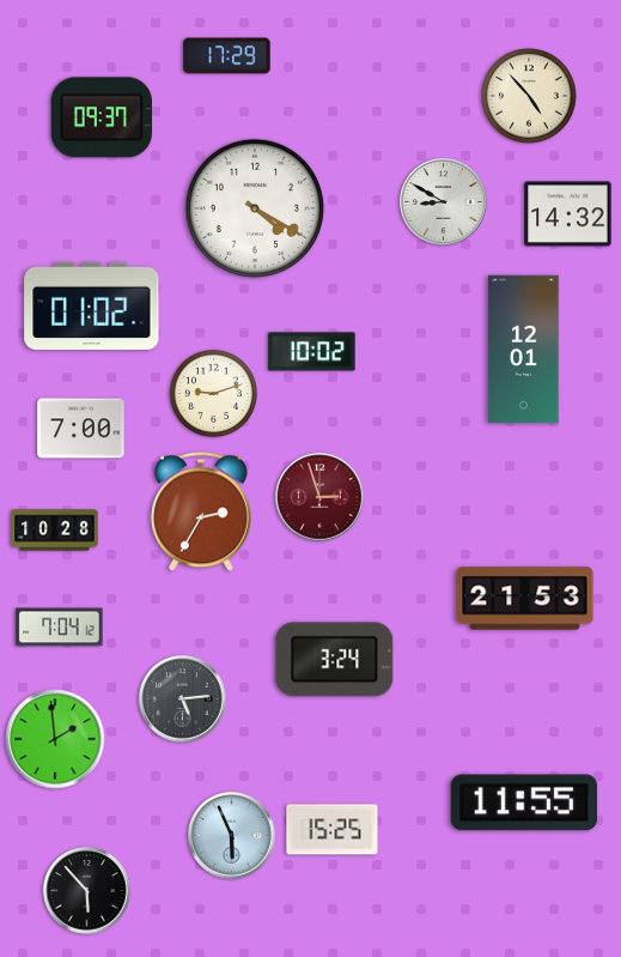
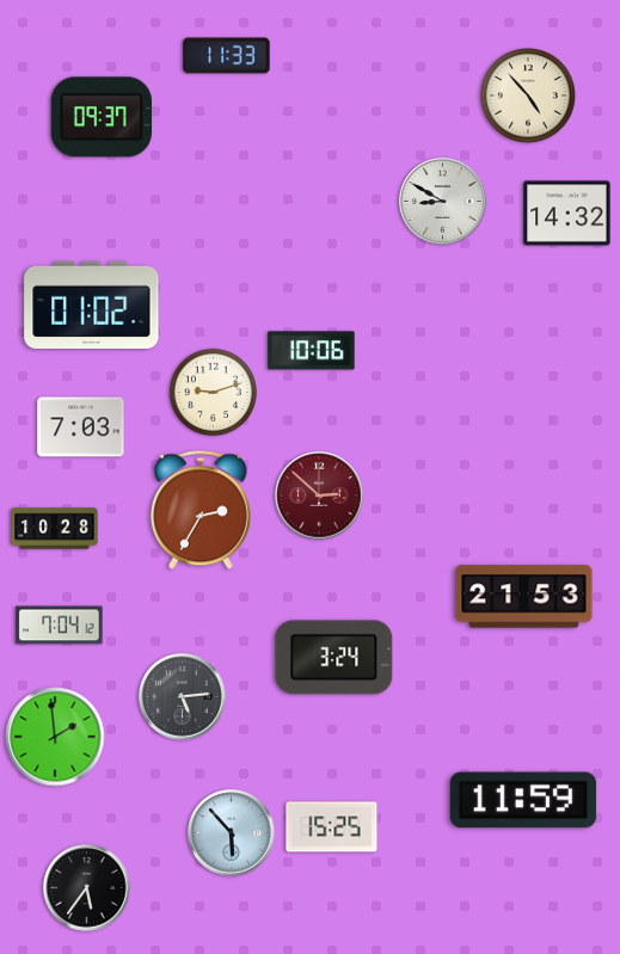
clock at (227, 56): 17:29 -> 11:33
clock at (255, 208): 4:20 -> none
clock at (524, 350): 12:01 -> none
clock at (312, 352): 10:02 -> 10:06
clock at (81, 429): 7:00 -> 7:03
clock at (319, 497): 2:57 -> 2:52
clock at (524, 802): 11:55 -> 11:59
clock at (232, 836): 5:56 -> 5:53
clock at (87, 891): 5:53 -> 5:36
